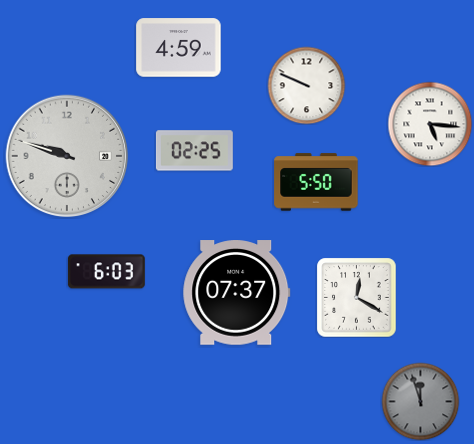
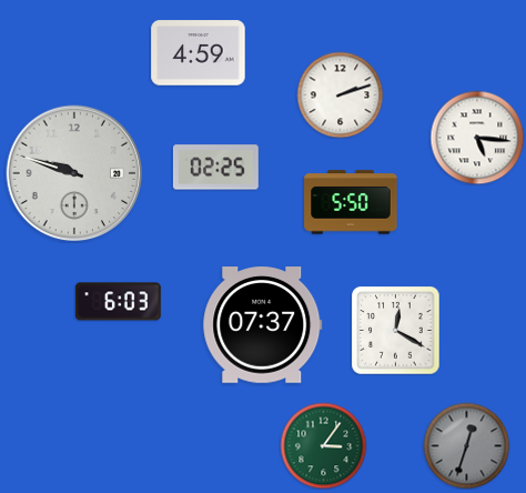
clock at (306, 85): 9:49 -> 2:12
clock at (323, 445): none -> 3:06
clock at (420, 401): 11:57 -> 12:33
